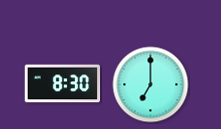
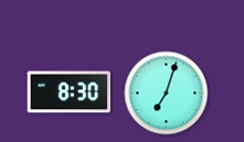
clock at (151, 85): 7:00 -> 7:03
